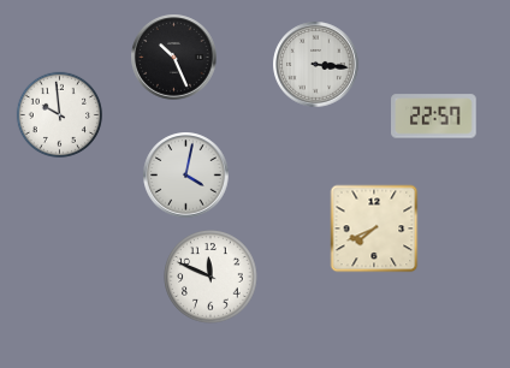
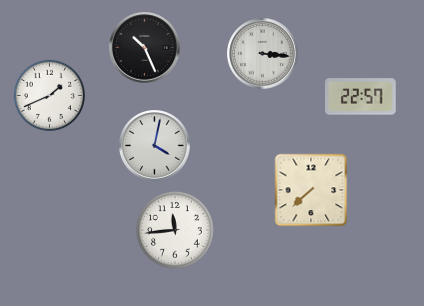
clock at (59, 114): 9:59 -> 1:41
clock at (374, 228): 7:41 -> 7:38
clock at (210, 277): 11:49 -> 11:44
